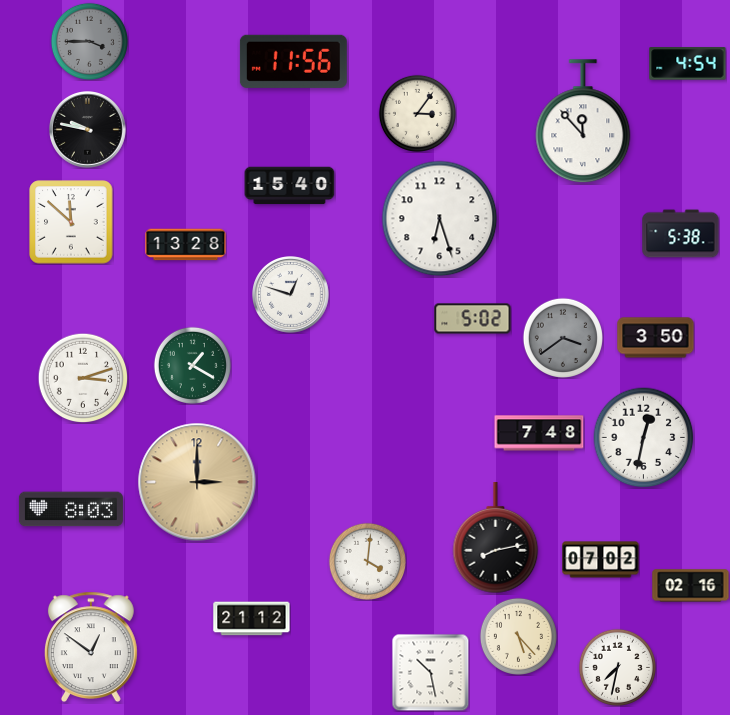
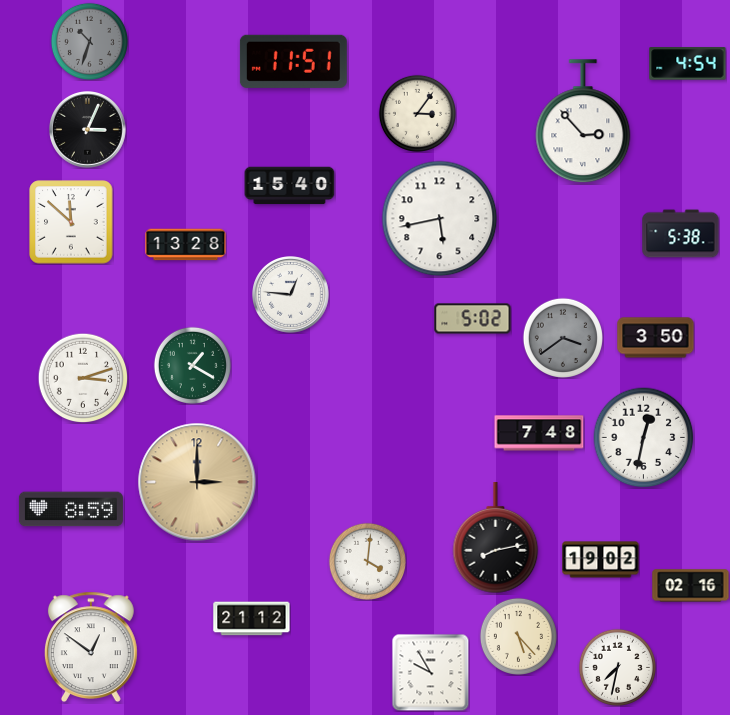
clock at (89, 41): 3:45 -> 10:33
clock at (293, 61): 11:56 -> 11:51
clock at (583, 122): 11:53 -> 2:53
clock at (88, 130): 9:47 -> 3:04
clock at (440, 219): 6:27 -> 5:43
clock at (291, 295): 12:48 -> 12:46
clock at (71, 509): 8:03 -> 8:59
clock at (601, 560): 07:02 -> 19:02
clock at (430, 672): 10:28 -> 9:55
